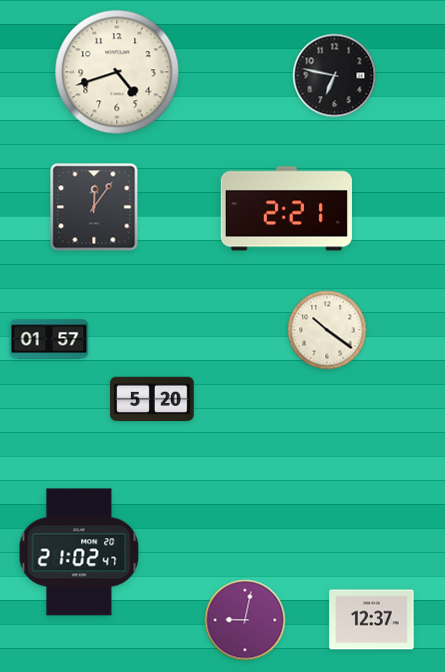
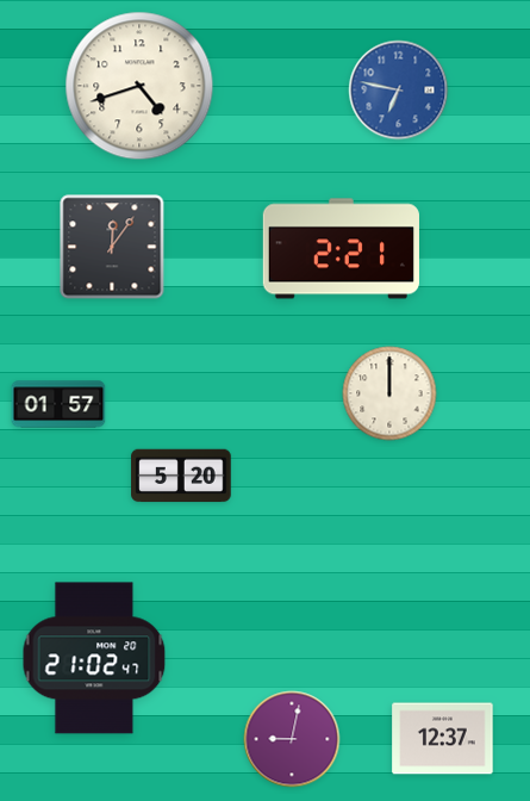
clock at (335, 76) dial: black -> blue
clock at (327, 330): 10:21 -> 12:00
